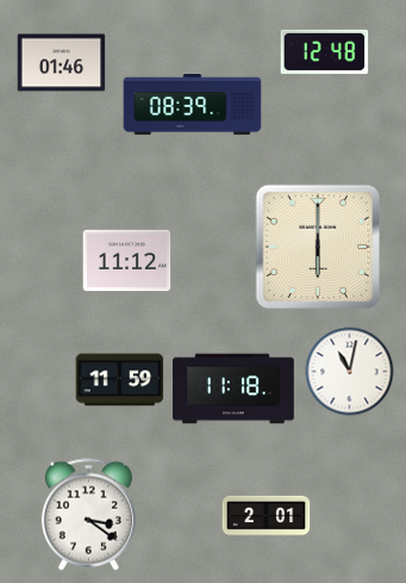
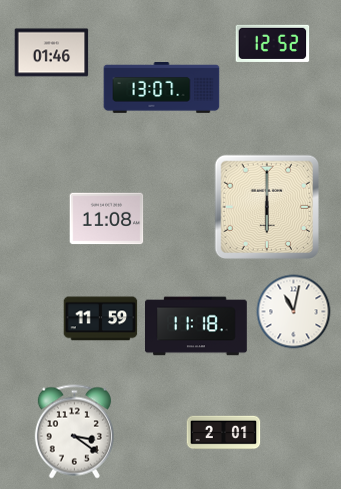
clock at (325, 51): 12:48 -> 12:52
clock at (193, 105): 08:39 -> 13:07
clock at (127, 261): 11:12 -> 11:08
